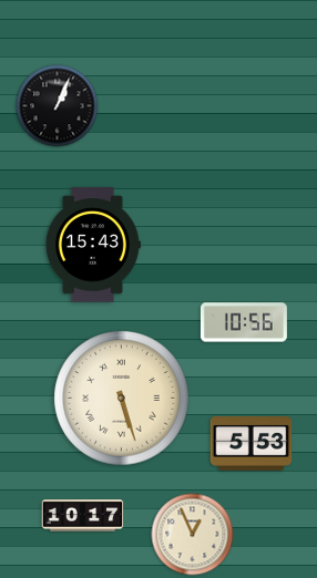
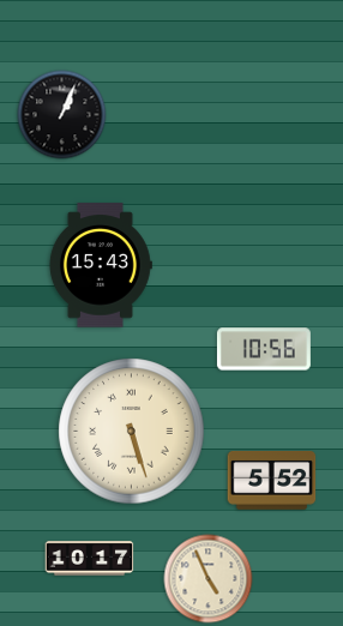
clock at (252, 444): 5:53 -> 5:52
clock at (193, 535): 12:56 -> 4:56
